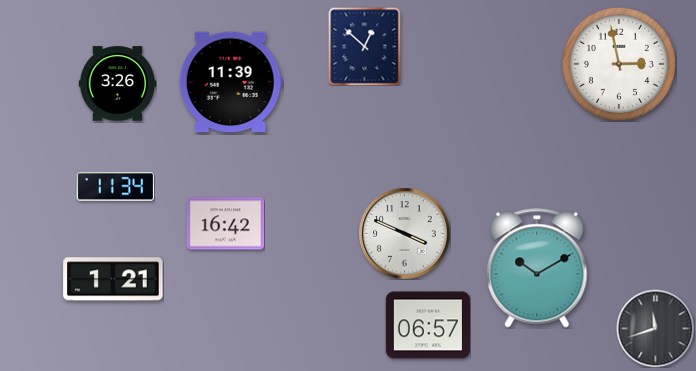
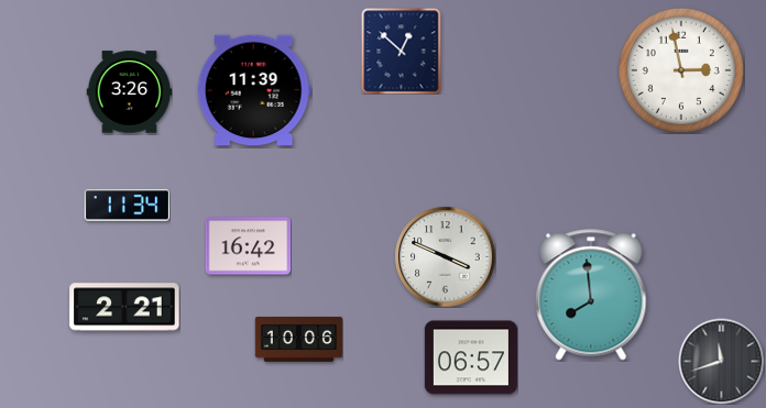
clock at (537, 268): 10:10 -> 7:59
clock at (113, 279): 1:21 -> 2:21
clock at (298, 340): none -> 10:06
